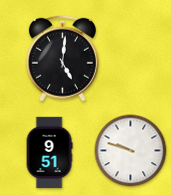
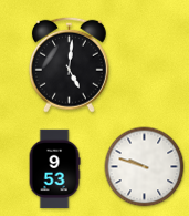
clock at (49, 153): 9:51 -> 9:53
